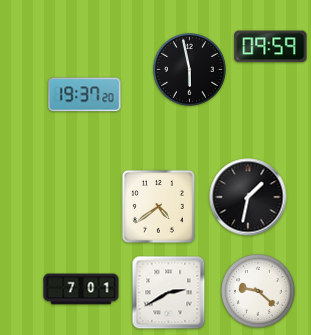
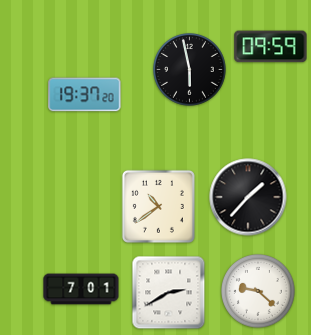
clock at (248, 197): 1:32 -> 1:37
clock at (158, 206): 4:39 -> 10:39
